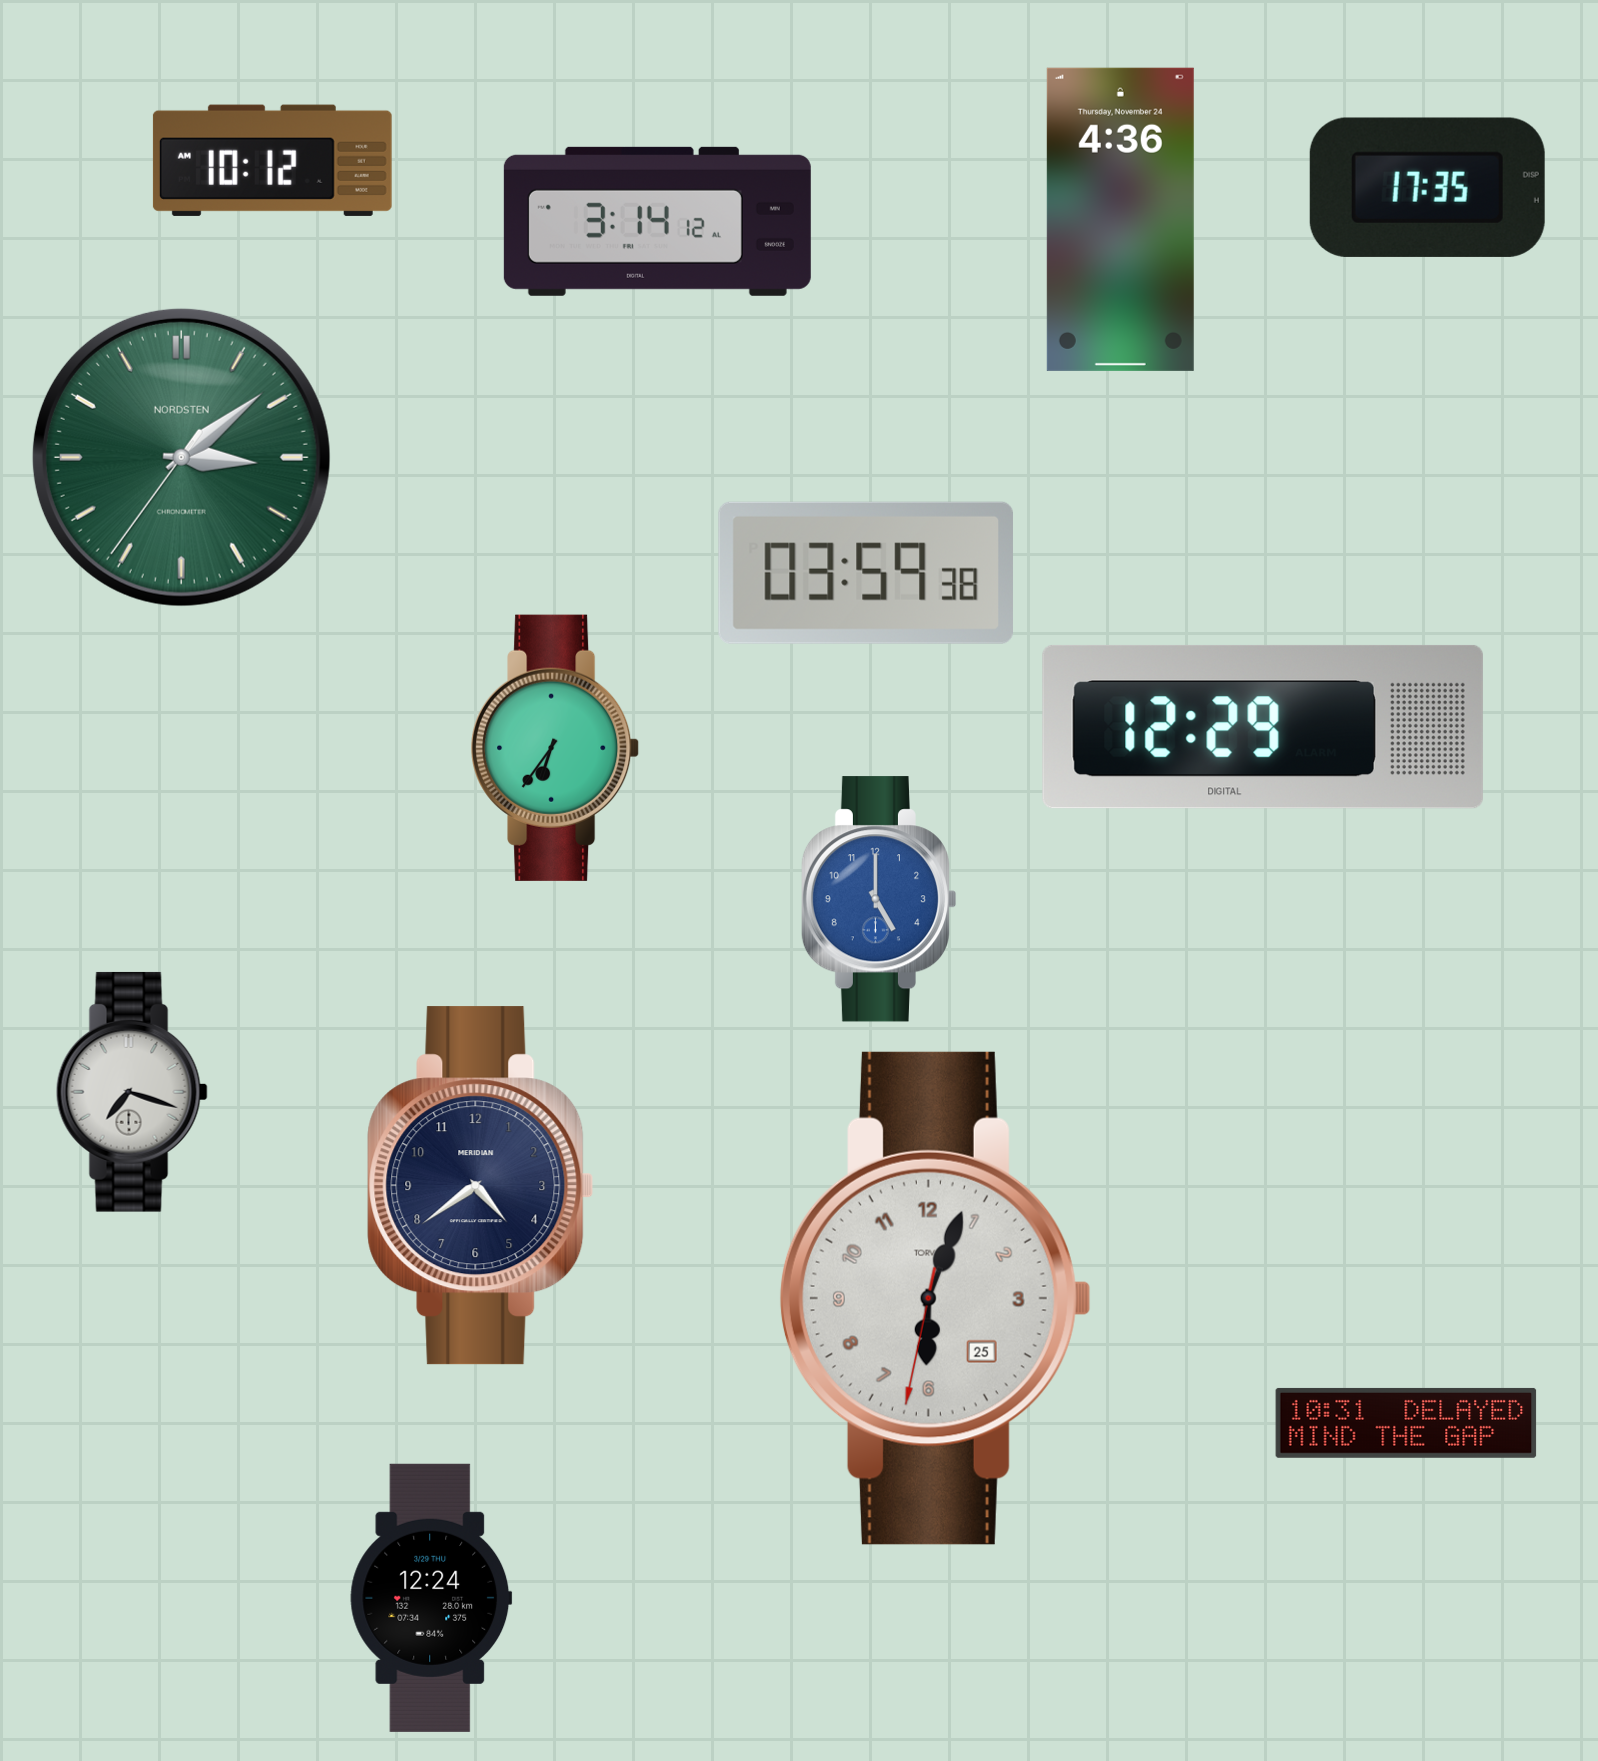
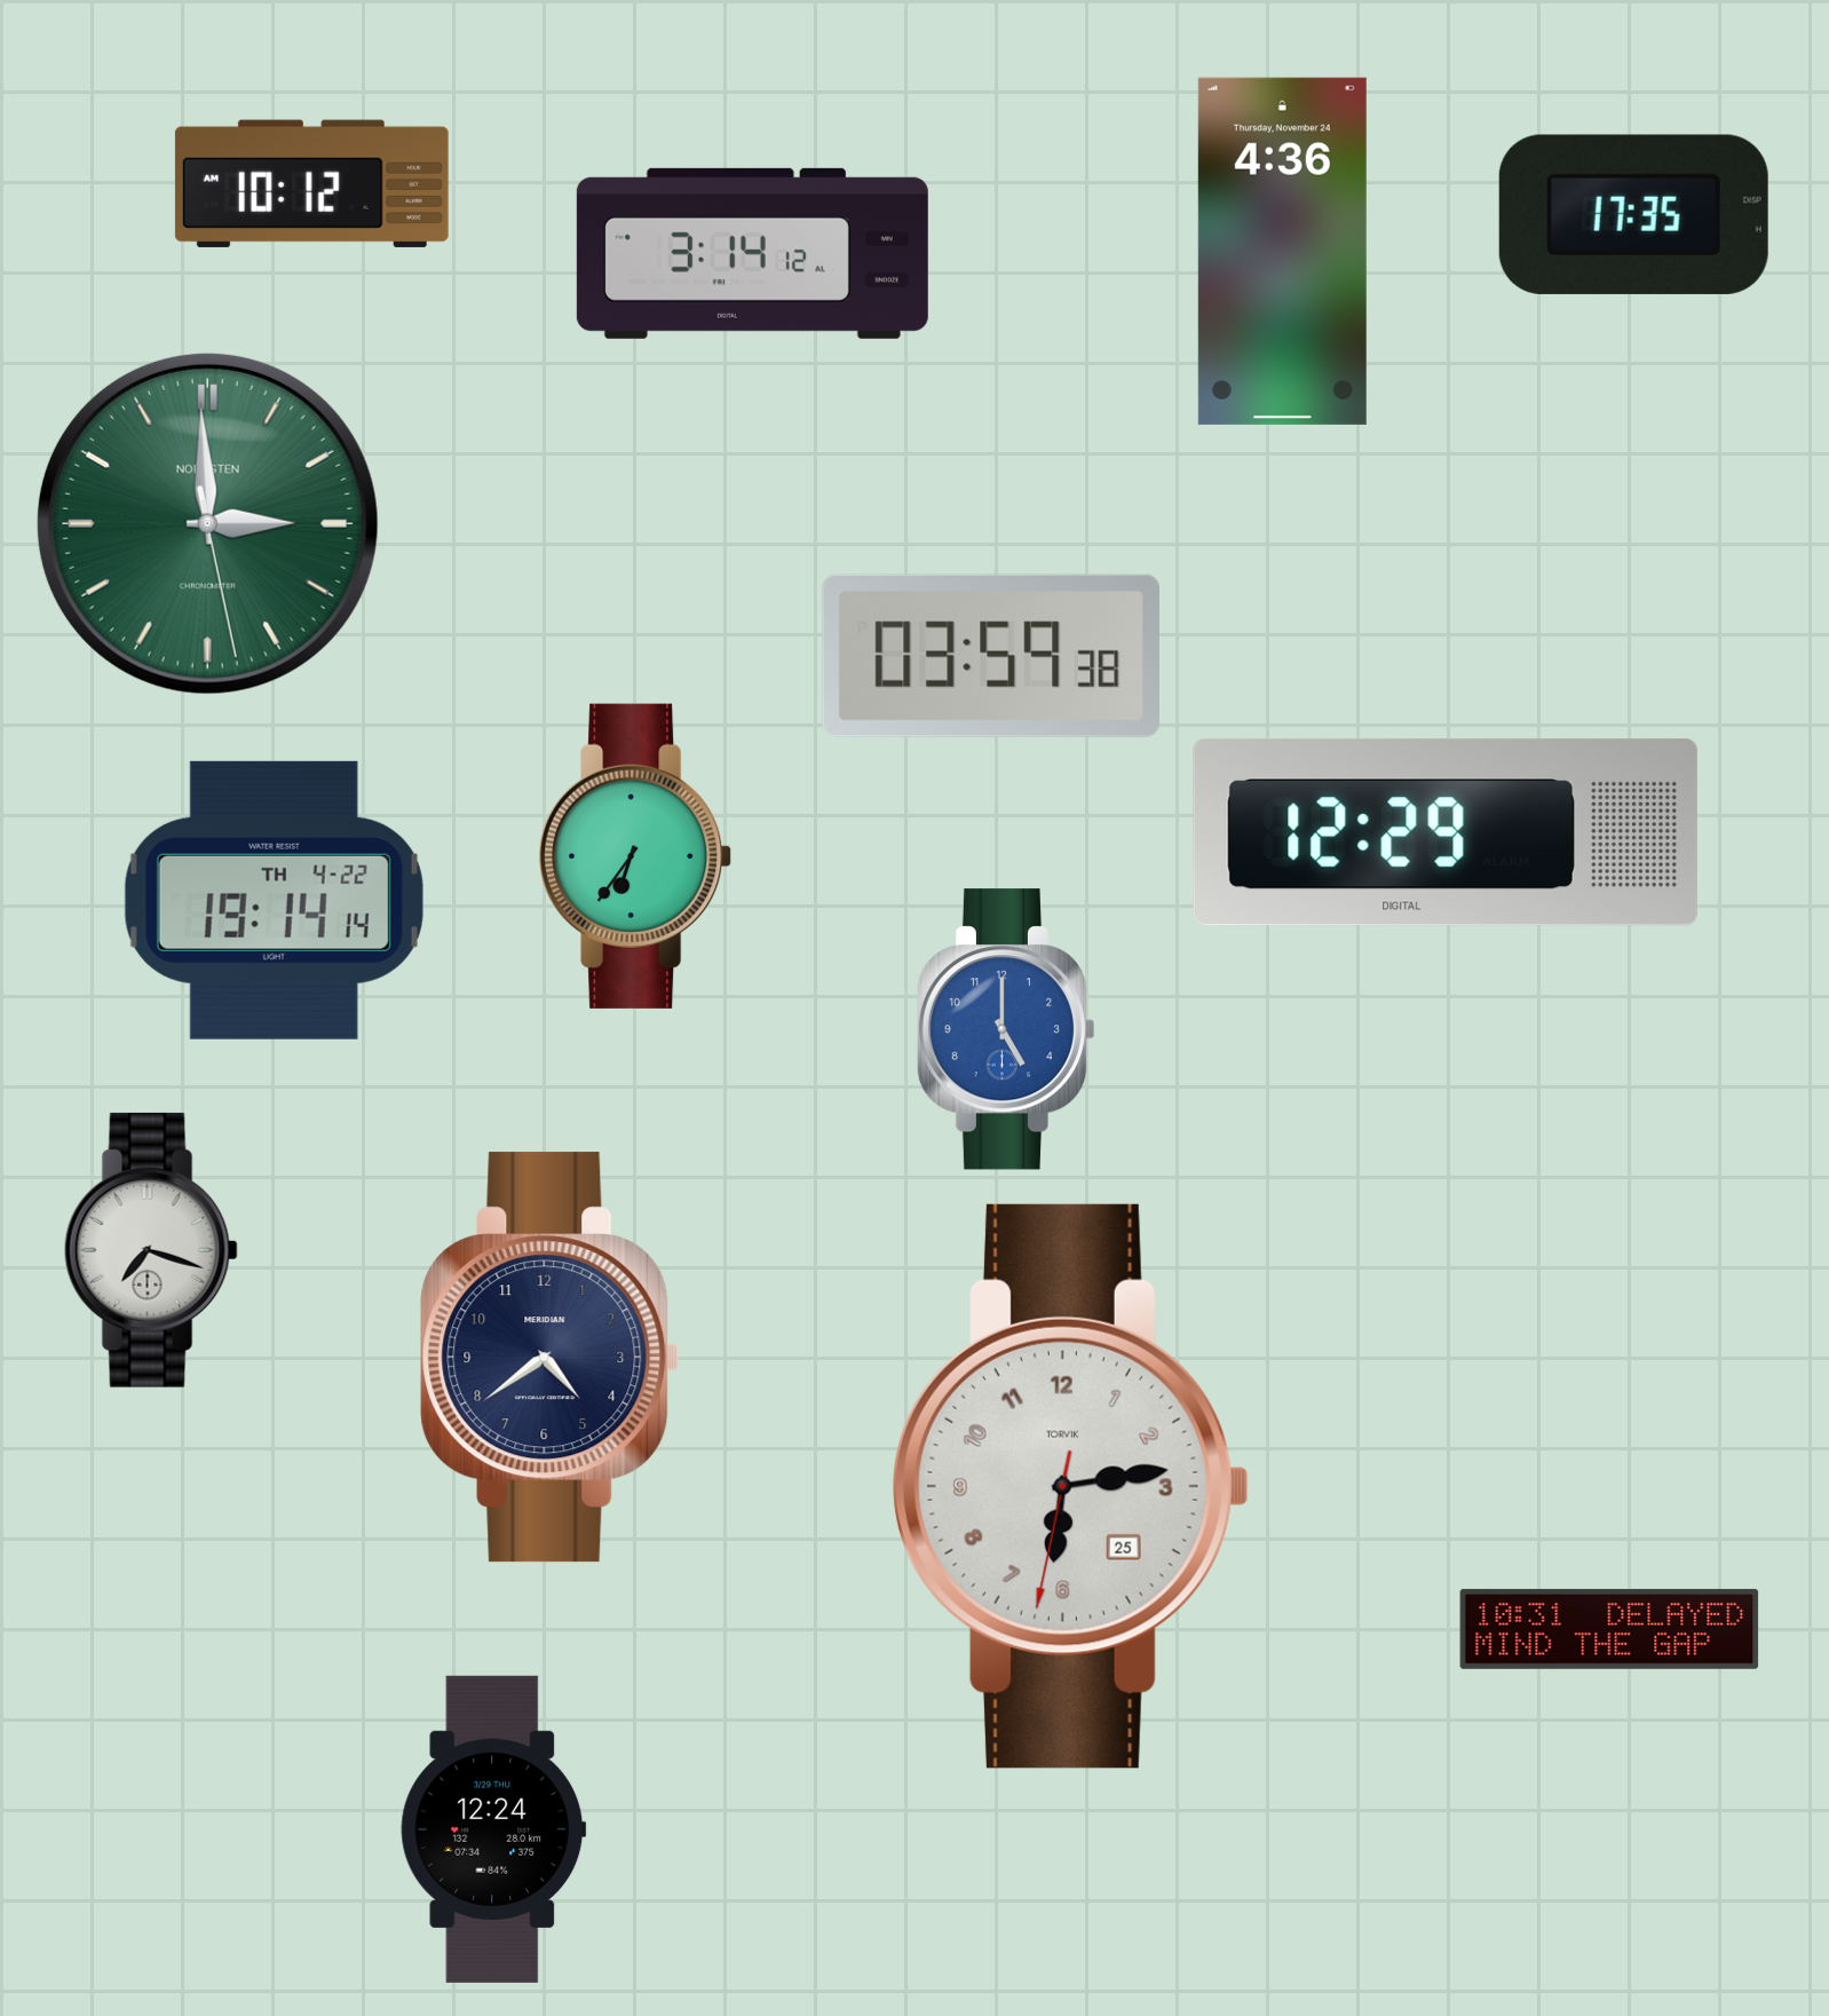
clock at (181, 457): 3:08 -> 2:59
clock at (274, 900): none -> 19:14
clock at (935, 1298): 6:03 -> 6:13
